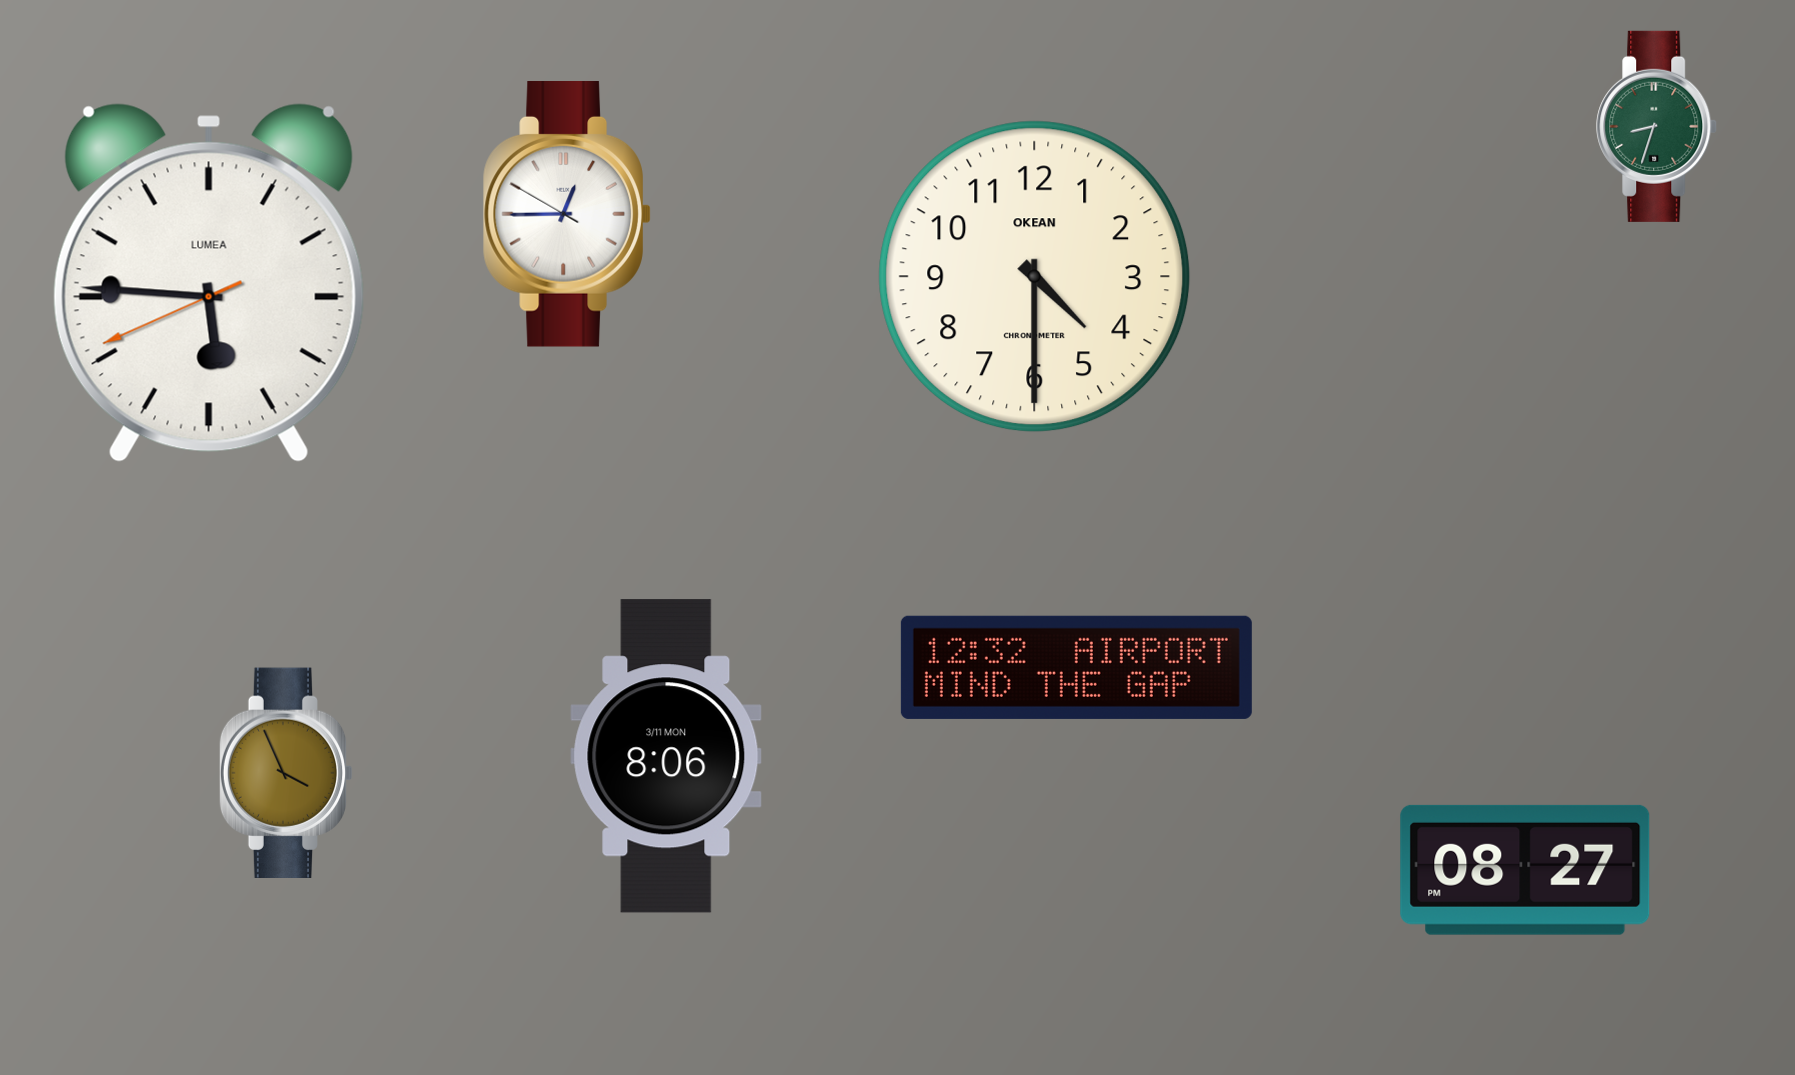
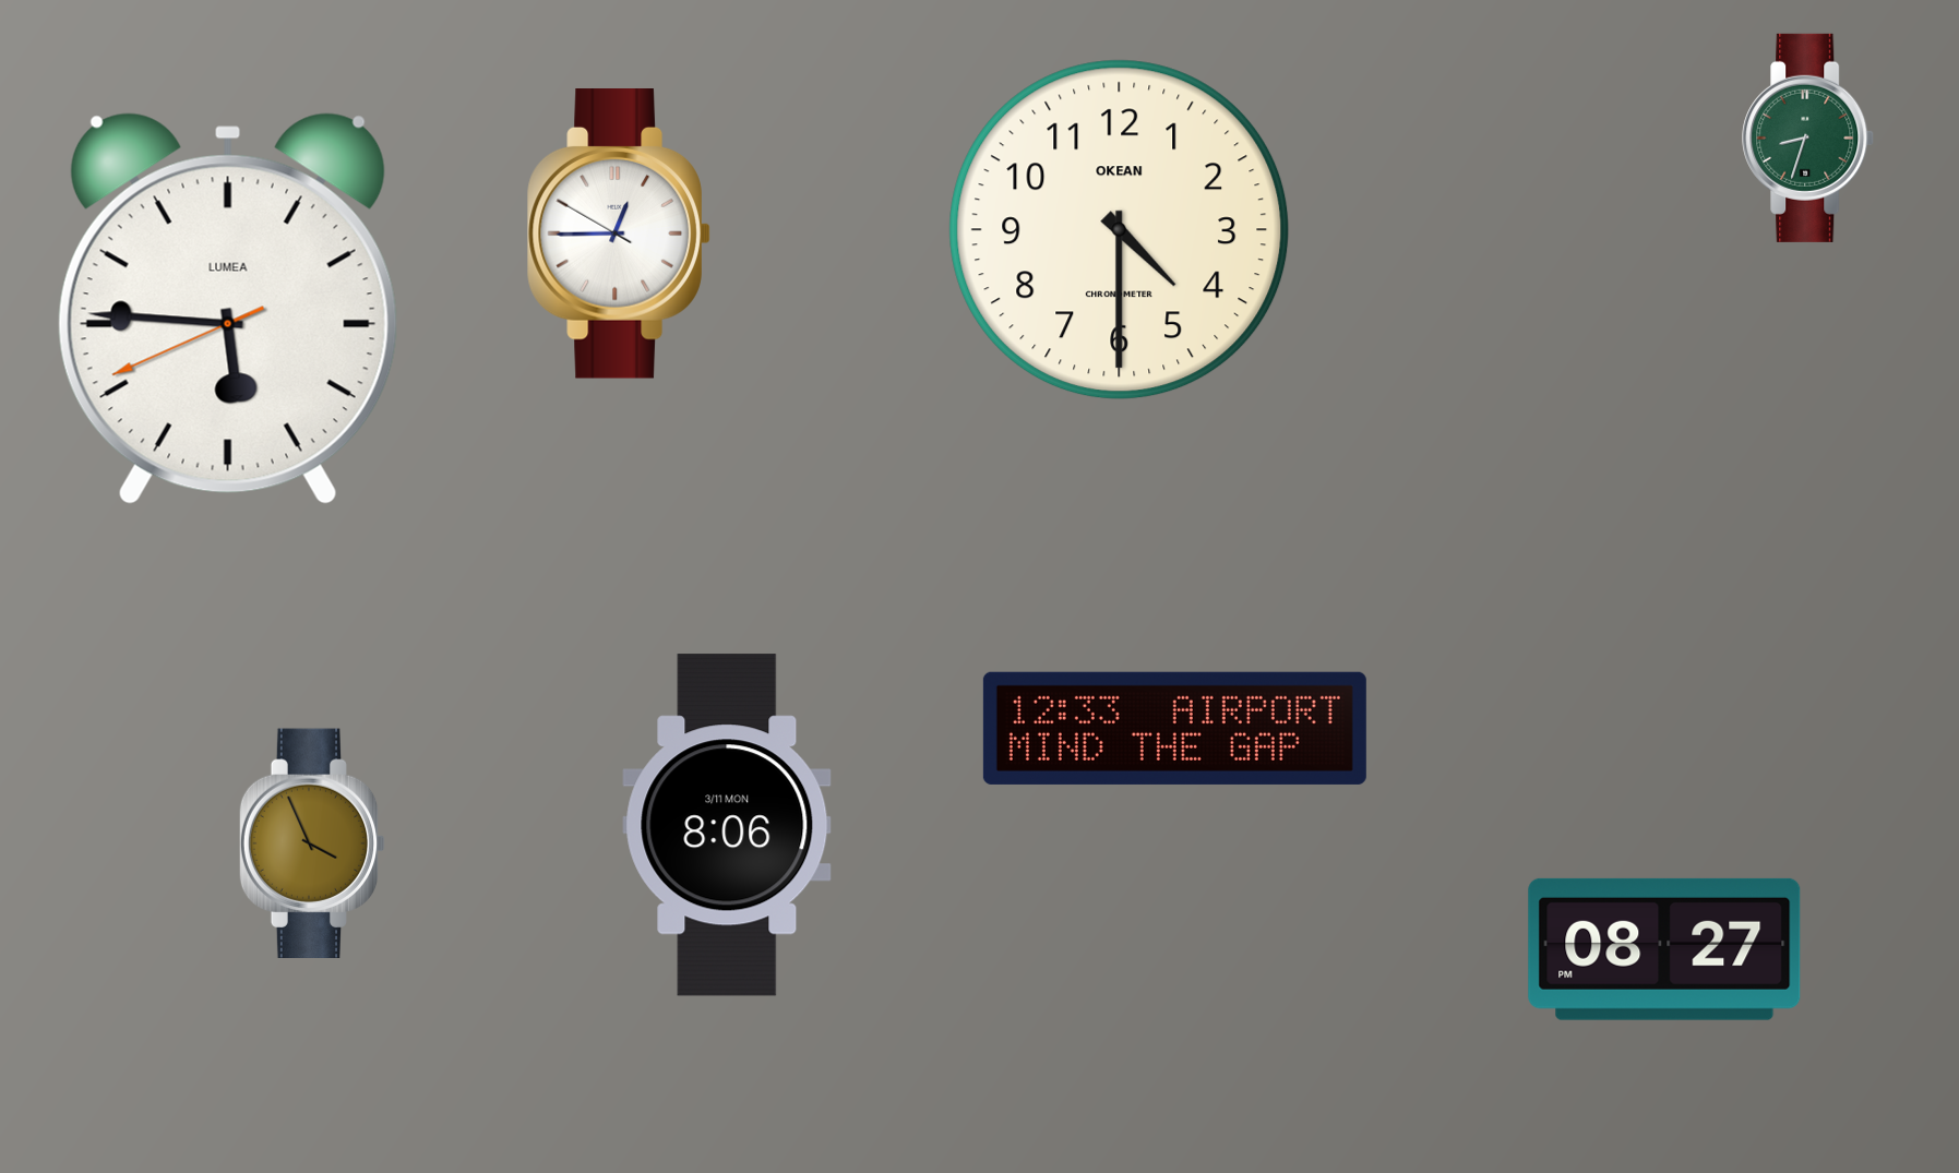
clock at (1035, 277) position: (1035, 277) -> (1120, 230)
clock at (1076, 667): 12:32 -> 12:33
